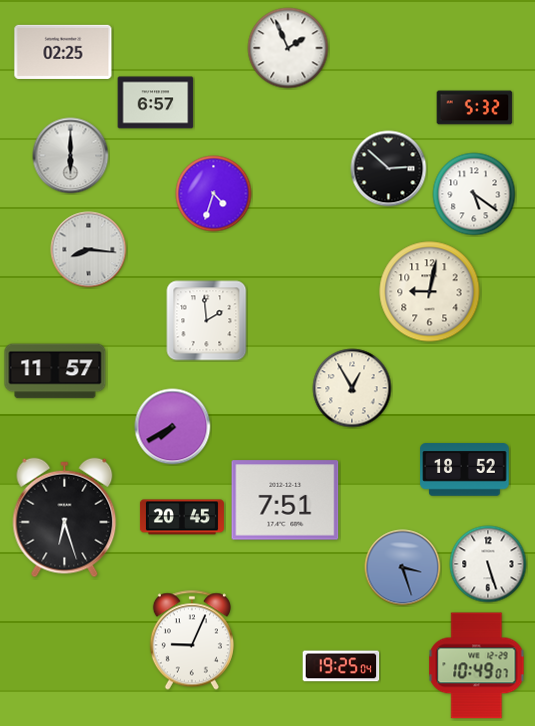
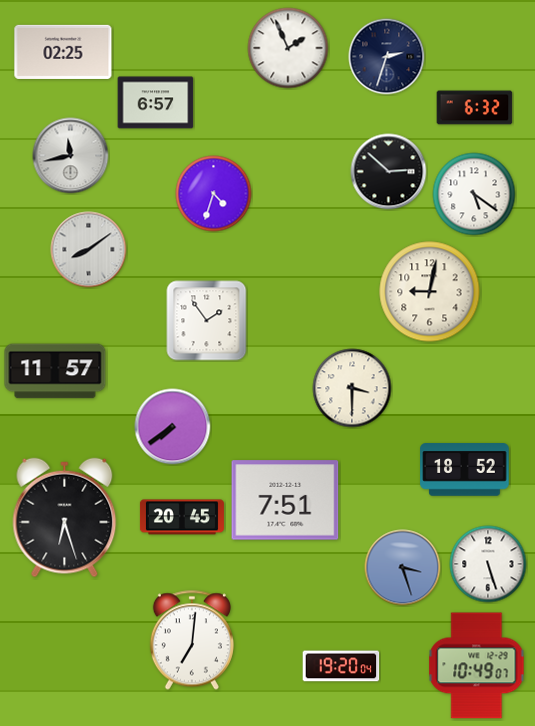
clock at (387, 57): none -> 2:33
clock at (475, 108): 5:32 -> 6:32
clock at (71, 156): 6:00 -> 11:43
clock at (389, 169) position: (389, 169) -> (389, 172)
clock at (89, 250): 8:16 -> 8:09
clock at (207, 321): 1:59 -> 1:54
clock at (352, 388): 12:55 -> 3:30
clock at (173, 427): 7:40 -> 7:39
clock at (192, 640): 9:04 -> 7:01
clock at (341, 666): 19:25 -> 19:20
